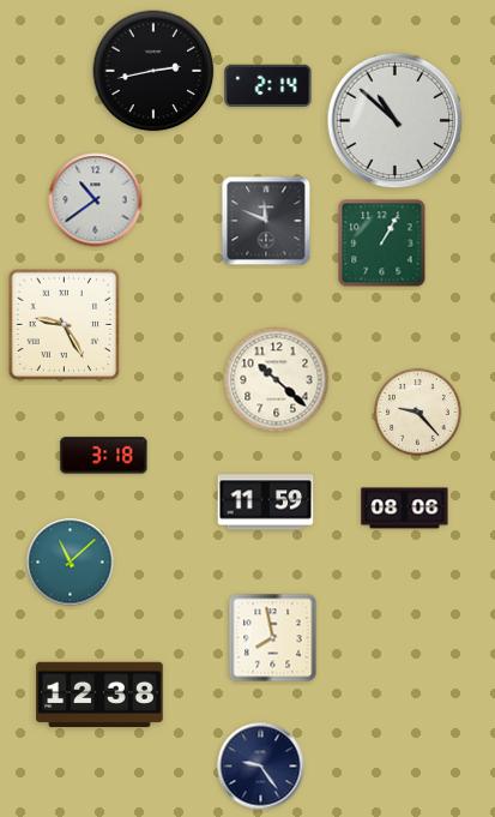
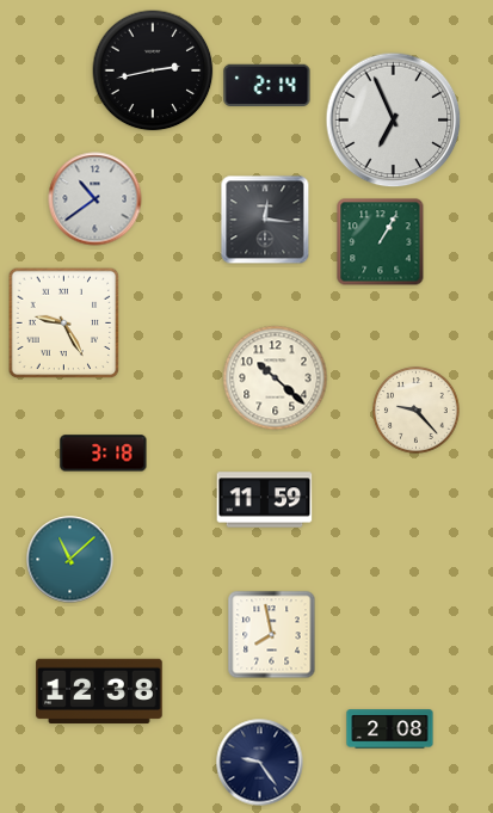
clock at (396, 121): 10:52 -> 6:56
clock at (266, 221): 11:49 -> 12:16
clock at (405, 509): 08:06 -> none
clock at (390, 729): none -> 2:08
